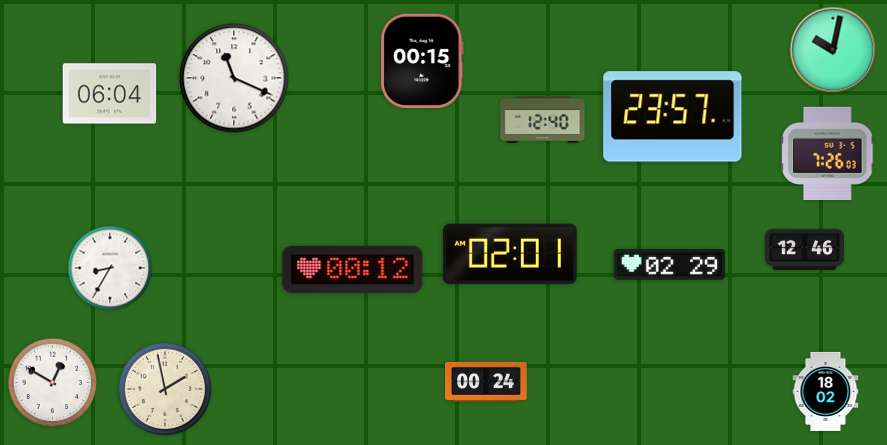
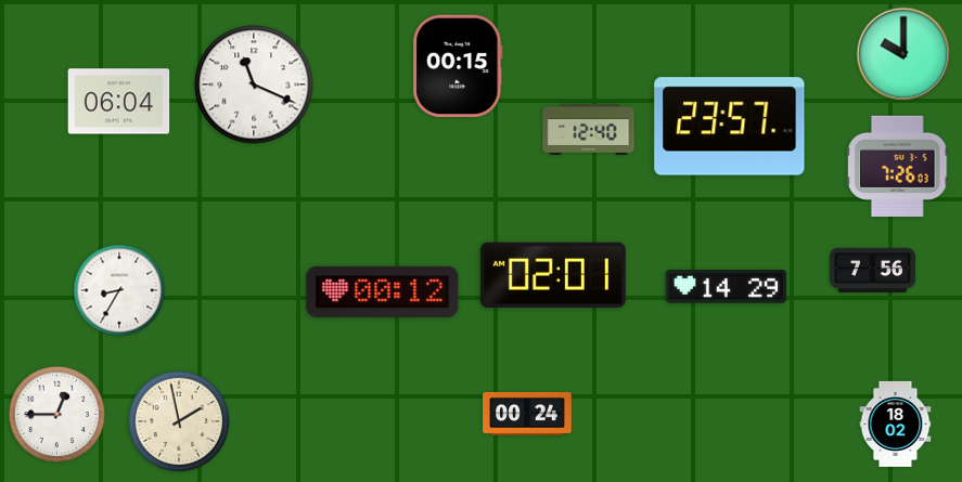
clock at (833, 50): 10:02 -> 10:00
clock at (804, 249): 12:46 -> 7:56
clock at (670, 265): 02:29 -> 14:29
clock at (53, 383): 12:50 -> 12:45
